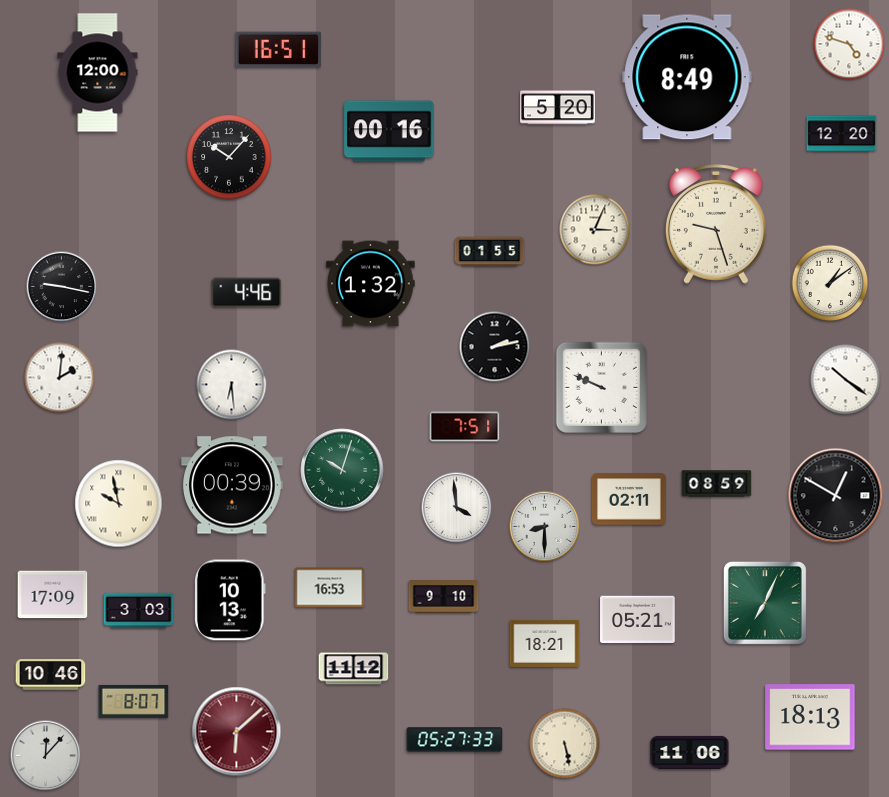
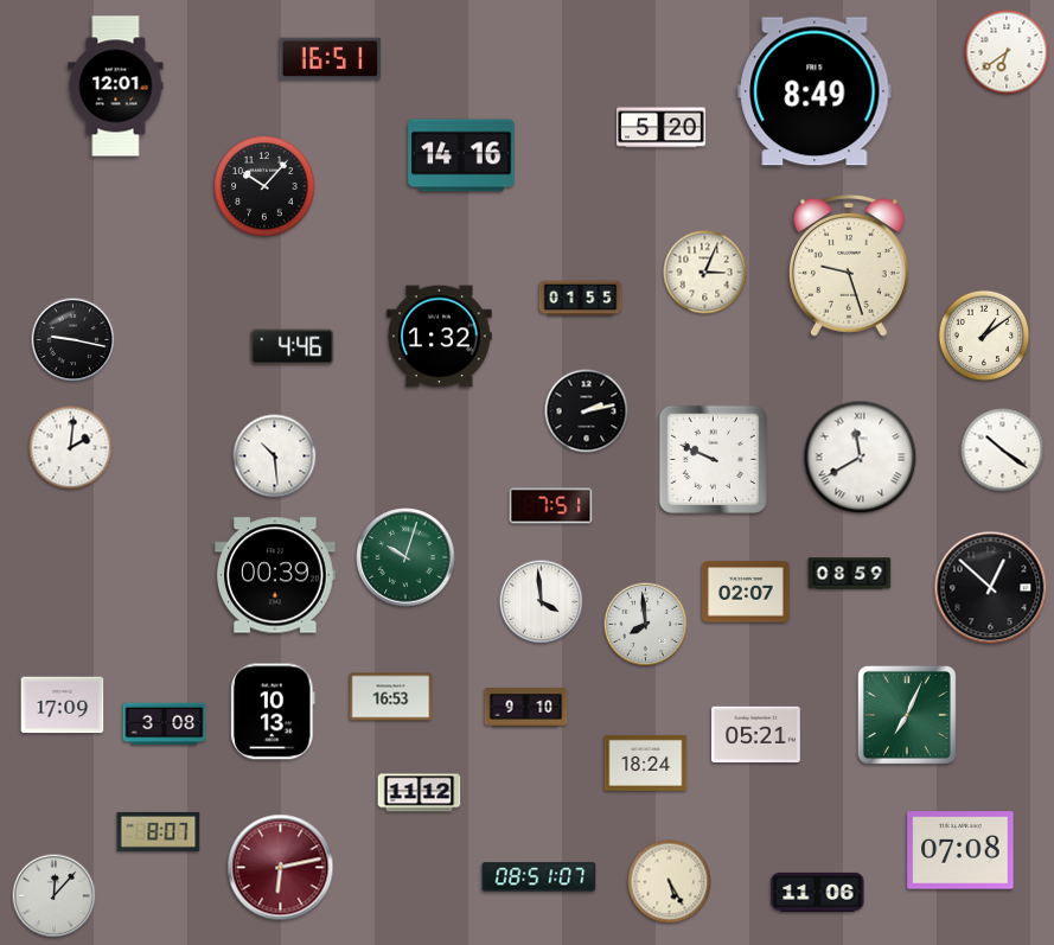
clock at (849, 44): 4:48 -> 6:39
clock at (98, 73): 12:00 -> 12:01
clock at (389, 131): 00:16 -> 14:16
clock at (842, 134): 12:20 -> none
clock at (229, 157) position: (229, 157) -> (264, 186)
clock at (232, 385): 6:29 -> 10:29
clock at (861, 458): none -> 11:40
clock at (836, 496): 12:50 -> 12:52
clock at (629, 499): 02:11 -> 02:07
clock at (119, 504): 9:58 -> none
clock at (545, 527): 8:30 -> 7:59
clock at (139, 611): 3:03 -> 3:08
clock at (545, 643): 18:21 -> 18:24
clock at (51, 675): 10:46 -> none
clock at (810, 717): 18:13 -> 07:08
clock at (237, 732): 6:08 -> 6:13
clock at (455, 740): 05:27 -> 08:51
clock at (565, 744): 5:28 -> 5:25
